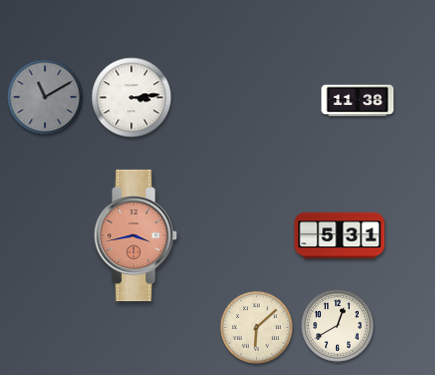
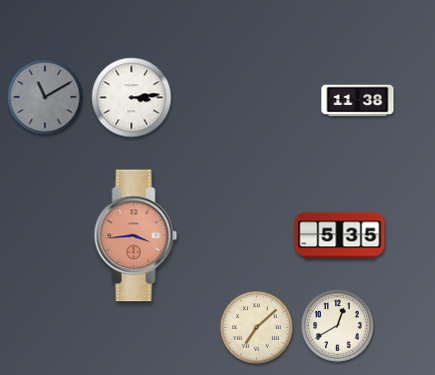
clock at (136, 236): 3:43 -> 3:44
clock at (340, 236): 5:31 -> 5:35
clock at (257, 328): 6:08 -> 7:08
